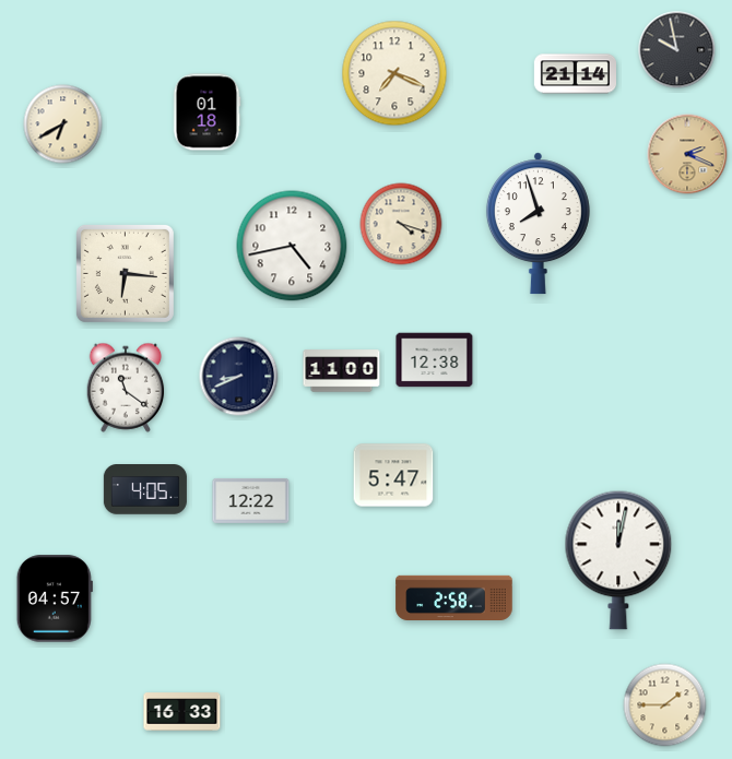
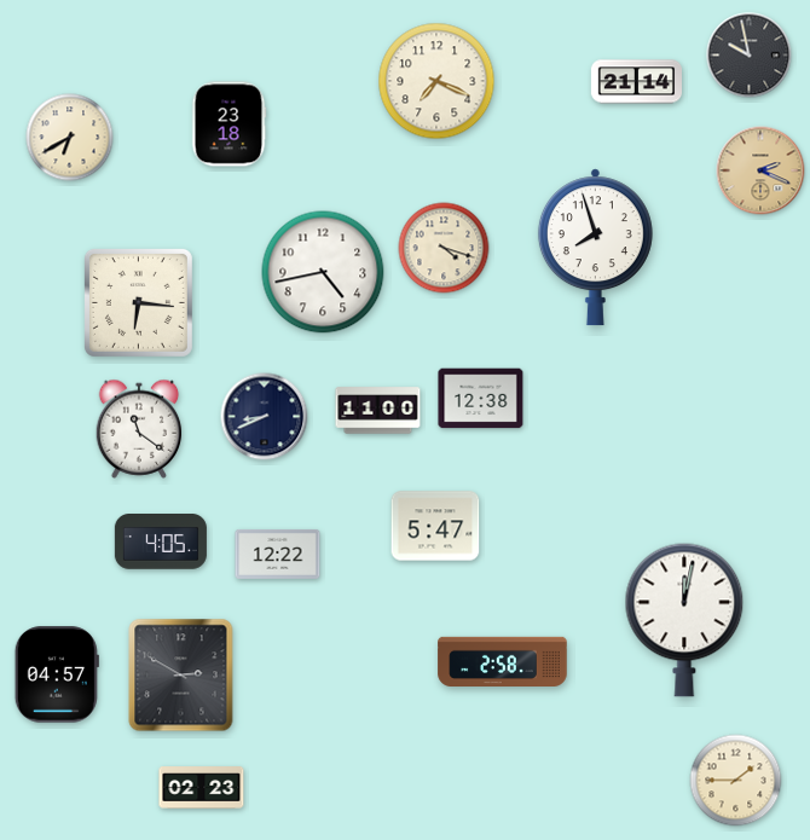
clock at (206, 112): 01:18 -> 23:18
clock at (55, 598) position: (55, 598) -> (57, 674)
clock at (181, 676): none -> 2:50
clock at (182, 712): 16:33 -> 02:23
